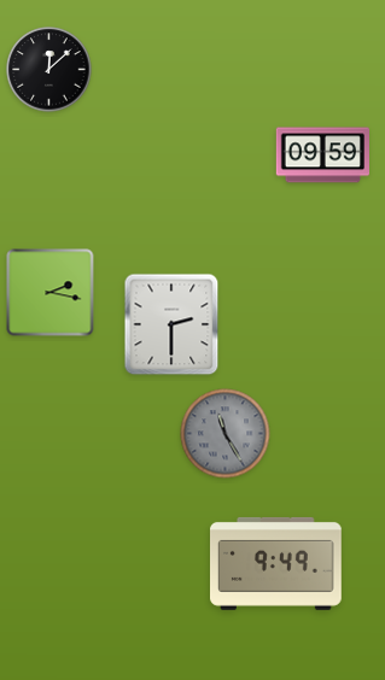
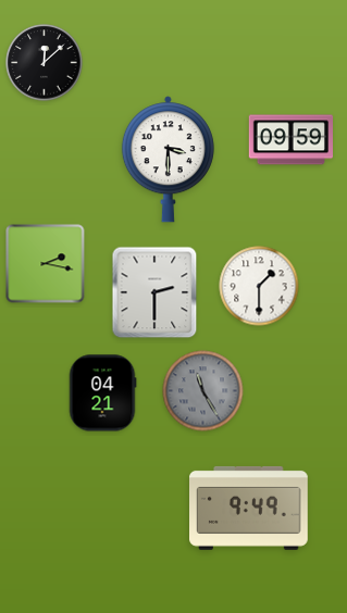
clock at (168, 160): none -> 3:30
clock at (259, 286): none -> 1:30
clock at (102, 393): none -> 04:21
